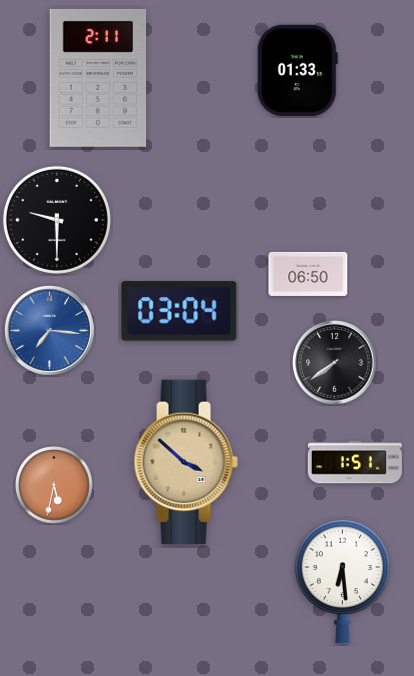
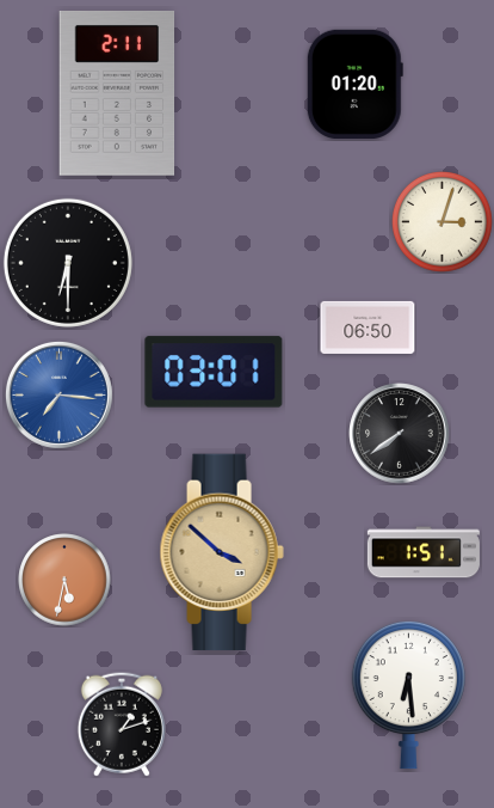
clock at (297, 70): 01:33 -> 01:20
clock at (443, 222): none -> 3:03
clock at (57, 220): 9:30 -> 6:30
clock at (179, 311): 03:04 -> 03:01
clock at (122, 724): none -> 1:12
